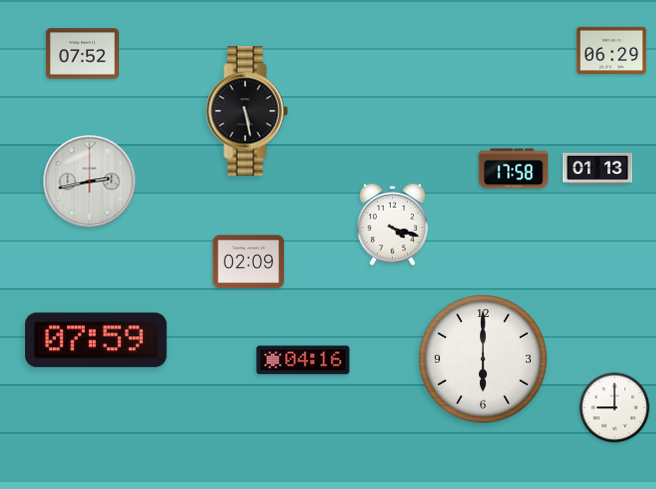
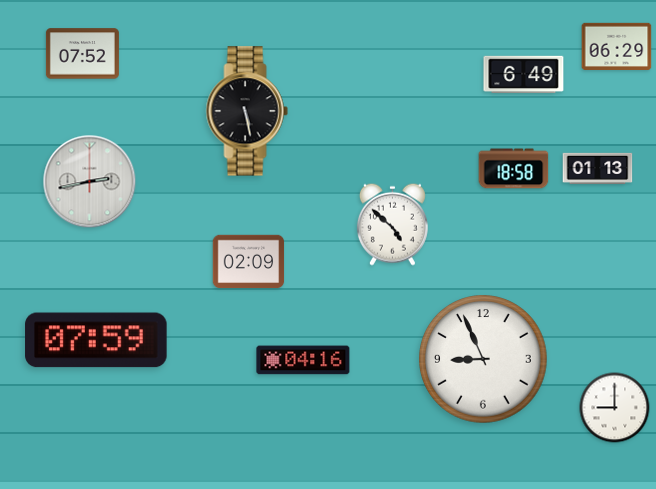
clock at (612, 50) position: (612, 50) -> (617, 46)
clock at (524, 75): none -> 6:49
clock at (514, 169): 17:58 -> 18:58
clock at (392, 224): 4:18 -> 4:52
clock at (483, 359): 6:00 -> 8:56
